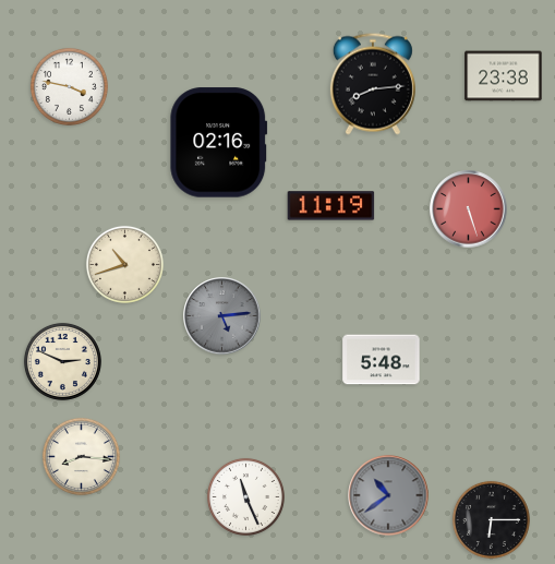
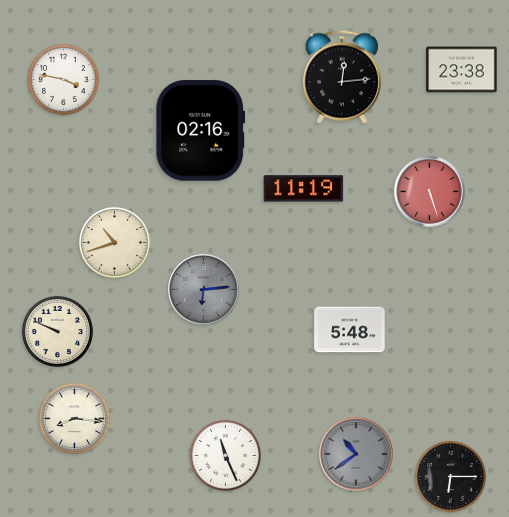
clock at (373, 84): 8:14 -> 12:14
clock at (222, 316): 5:14 -> 6:14
clock at (62, 361): 2:49 -> 9:49
